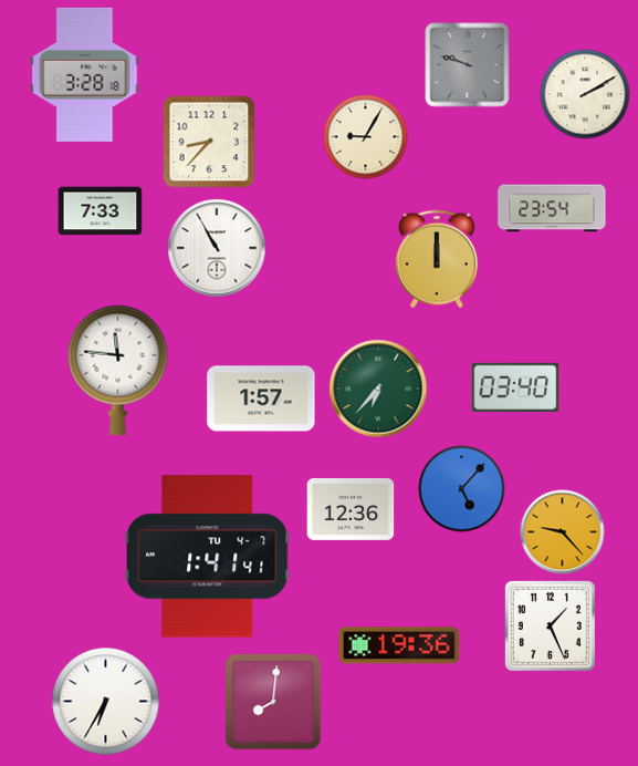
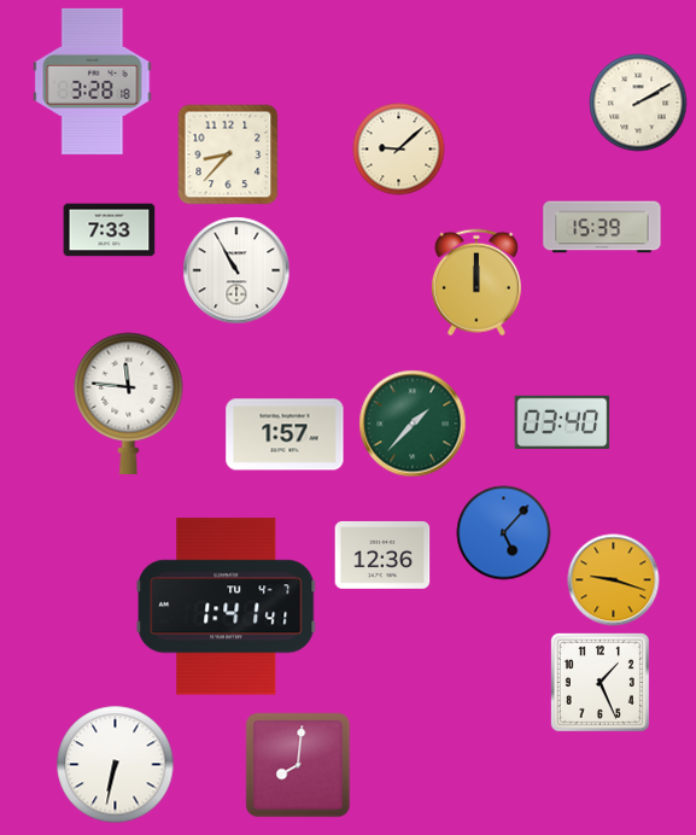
clock at (468, 65): 9:48 -> none
clock at (366, 137): 9:05 -> 9:08
clock at (552, 208): 23:54 -> 15:39
clock at (378, 389): 6:37 -> 1:37
clock at (563, 532): 9:23 -> 9:18
clock at (399, 645): 19:36 -> none
clock at (106, 702): 6:35 -> 6:32
